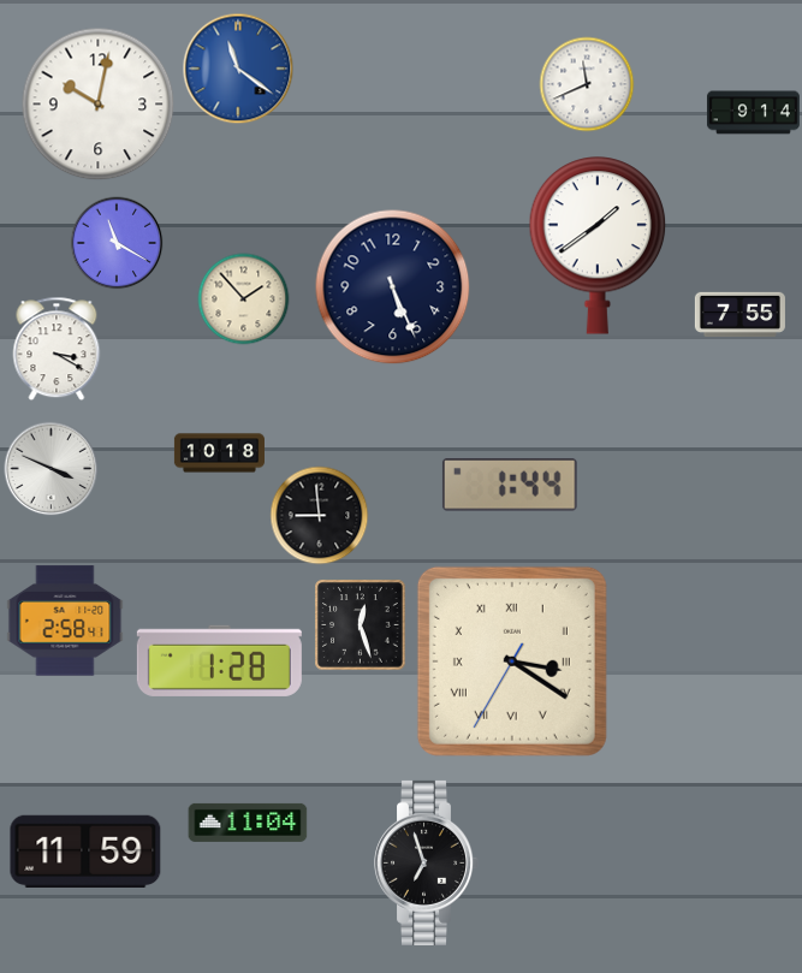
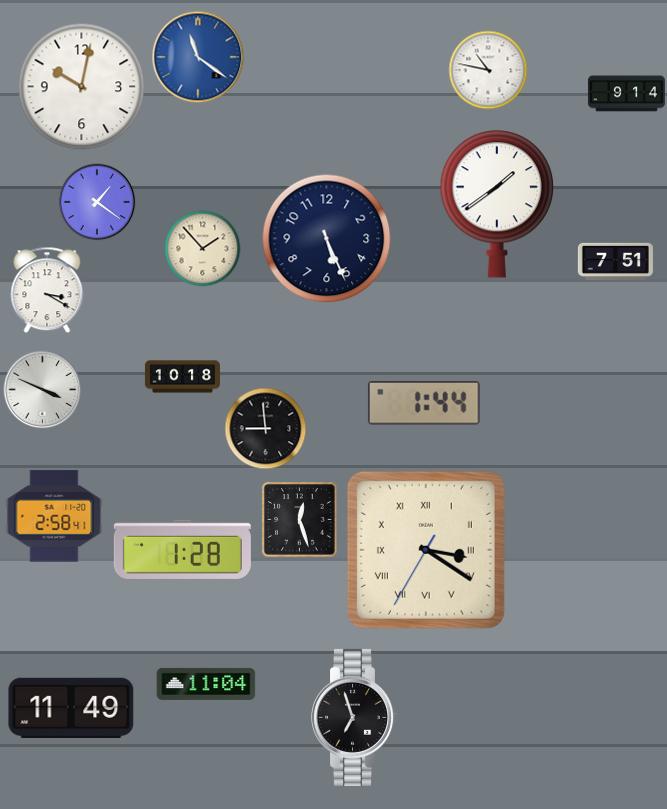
clock at (587, 84): 11:41 -> 10:47
clock at (117, 243): 11:20 -> 1:21
clock at (739, 314): 7:55 -> 7:51
clock at (85, 852): 11:59 -> 11:49
